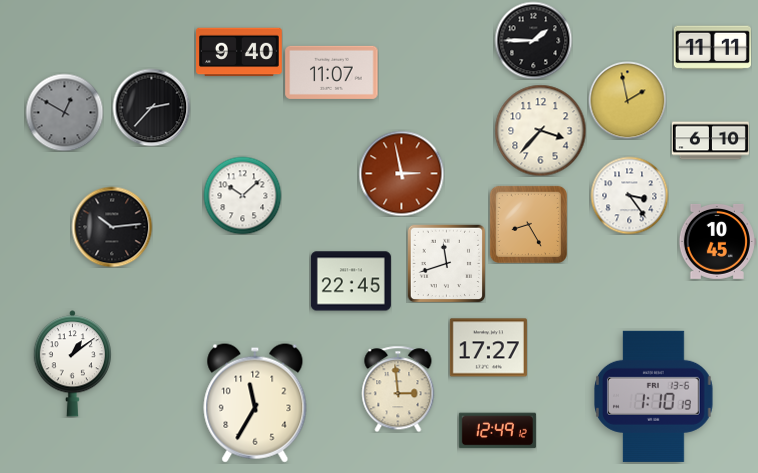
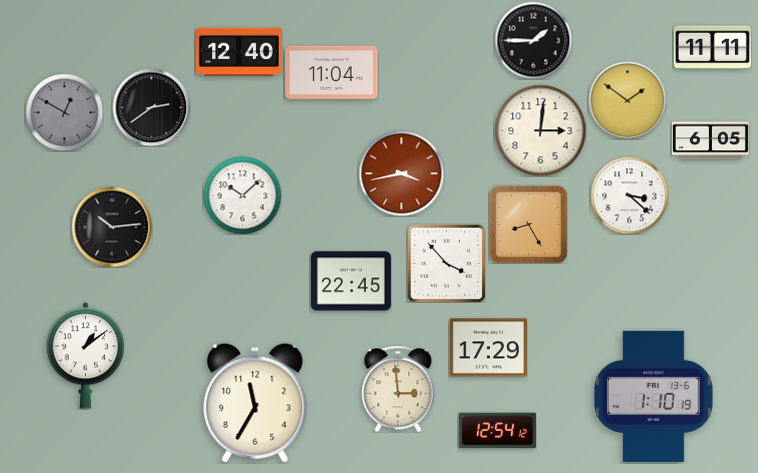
clock at (239, 52): 9:40 -> 12:40
clock at (332, 72): 11:07 -> 11:04
clock at (627, 100): 1:58 -> 1:51
clock at (151, 107): 2:37 -> 2:39
clock at (540, 130): 3:37 -> 3:01
clock at (710, 141): 6:10 -> 6:05
clock at (401, 173): 2:58 -> 3:43
clock at (629, 195): 3:24 -> 3:22
clock at (717, 241): 10:45 -> none
clock at (446, 263): 11:42 -> 3:53
clock at (488, 348): 17:27 -> 17:29
clock at (72, 364) position: (72, 364) -> (85, 356)
clock at (497, 431): 12:49 -> 12:54
